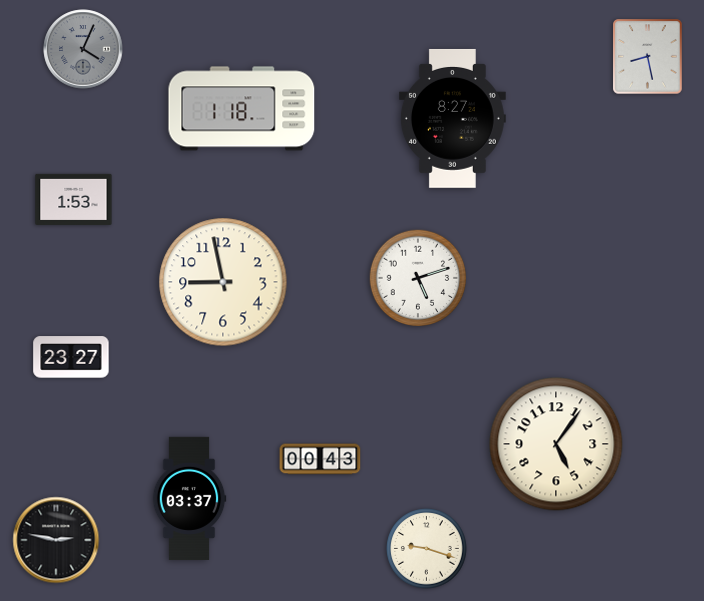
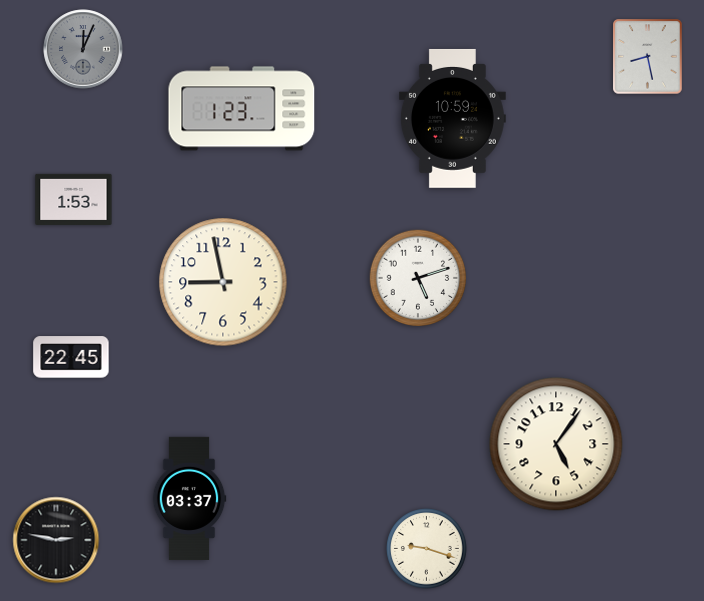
clock at (83, 49): 4:04 -> 12:04
clock at (242, 109): 1:18 -> 1:23
clock at (452, 118): 8:27 -> 10:59
clock at (71, 357): 23:27 -> 22:45
clock at (320, 459): 00:43 -> none
